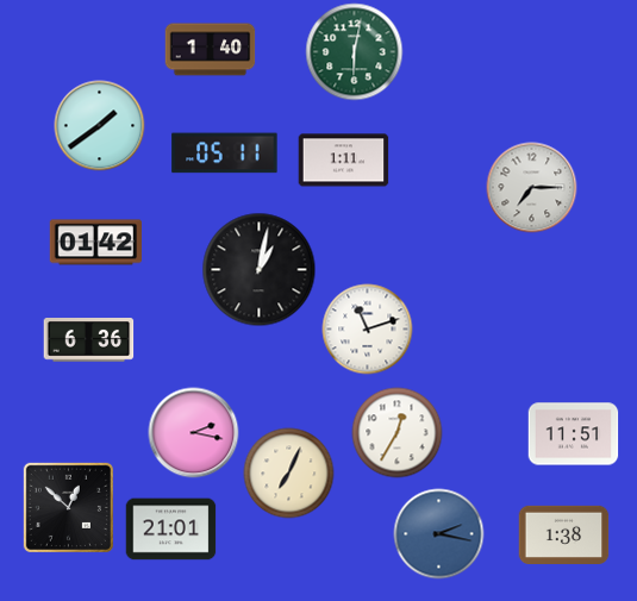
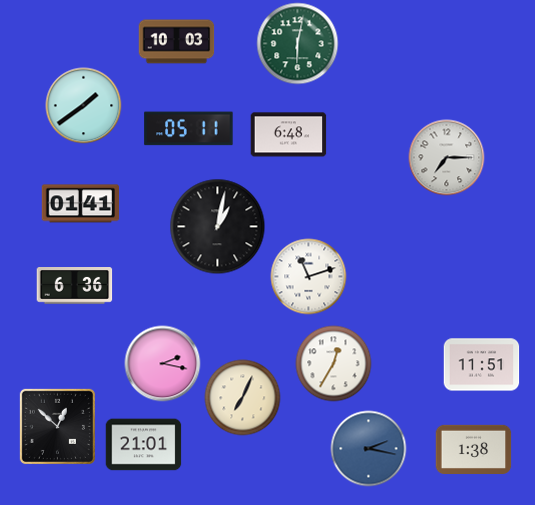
clock at (211, 50): 1:40 -> 10:03
clock at (344, 161): 1:11 -> 6:48
clock at (96, 243): 01:42 -> 01:41
